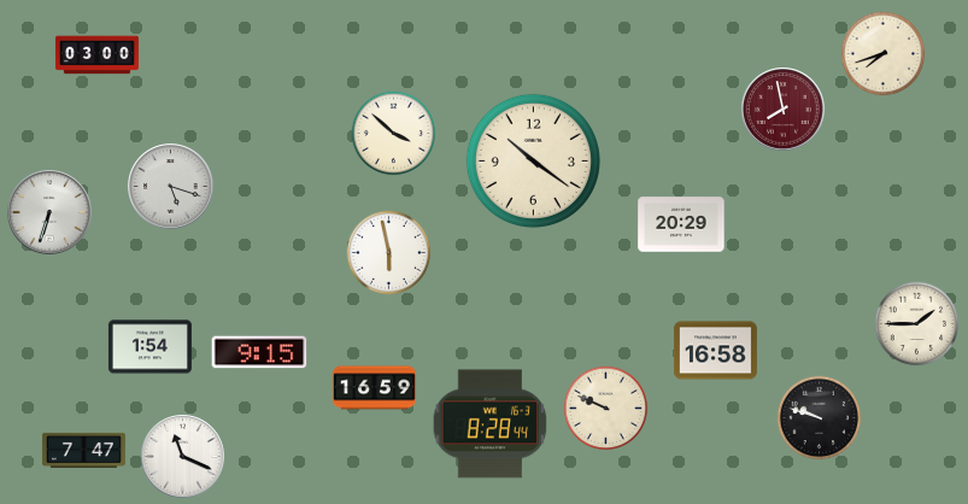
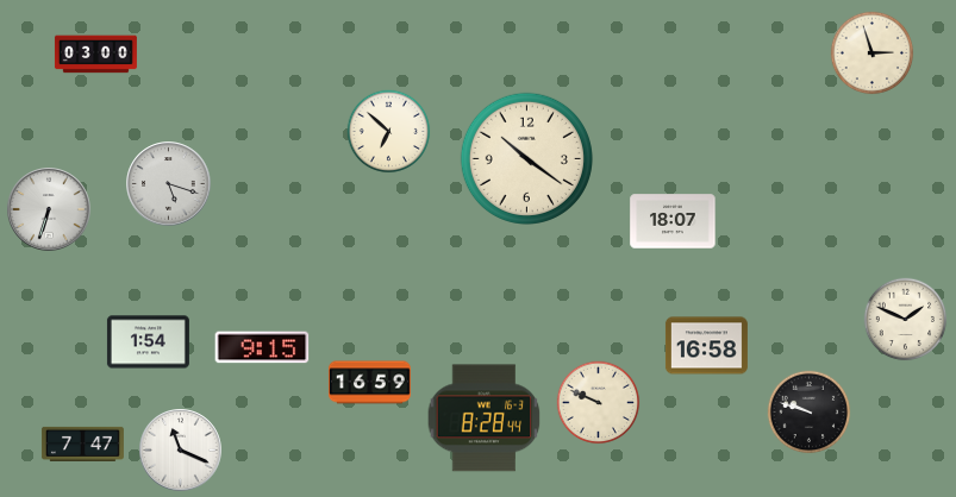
clock at (884, 54): 7:42 -> 2:57
clock at (784, 110): 7:58 -> none
clock at (394, 134): 3:52 -> 6:52
clock at (681, 224): 20:29 -> 18:07
clock at (389, 253): 5:58 -> none
clock at (917, 324): 1:45 -> 1:49
clock at (259, 352) position: (259, 352) -> (262, 347)
